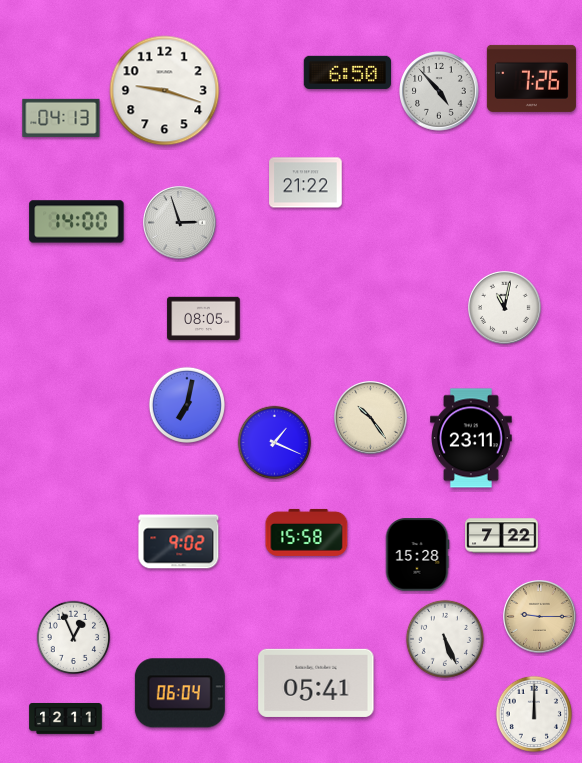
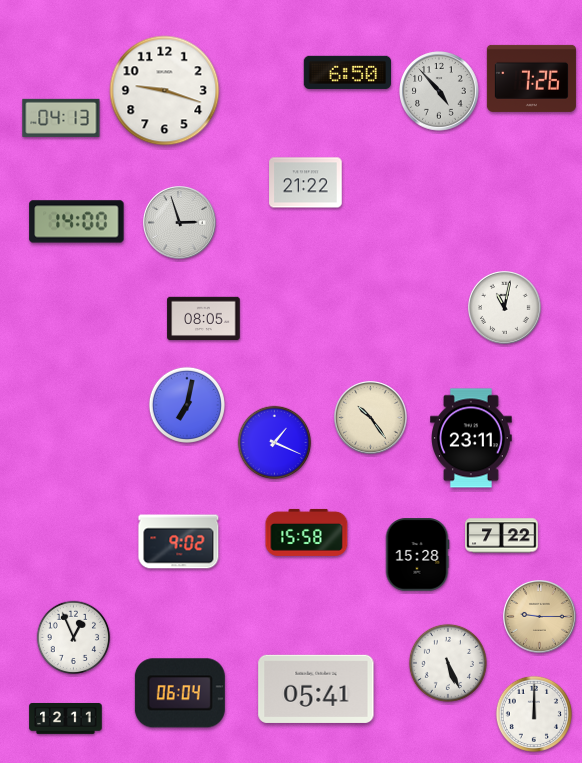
clock at (445, 639) position: (445, 639) -> (448, 663)
clock at (316, 683) position: (316, 683) -> (316, 689)
